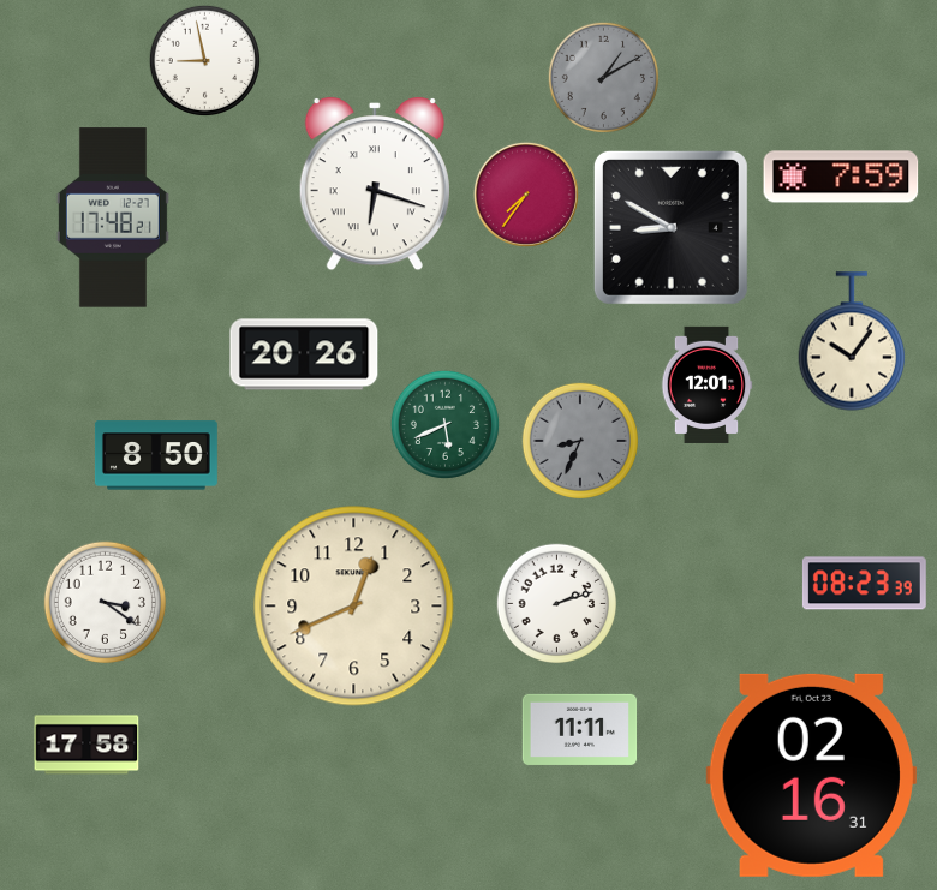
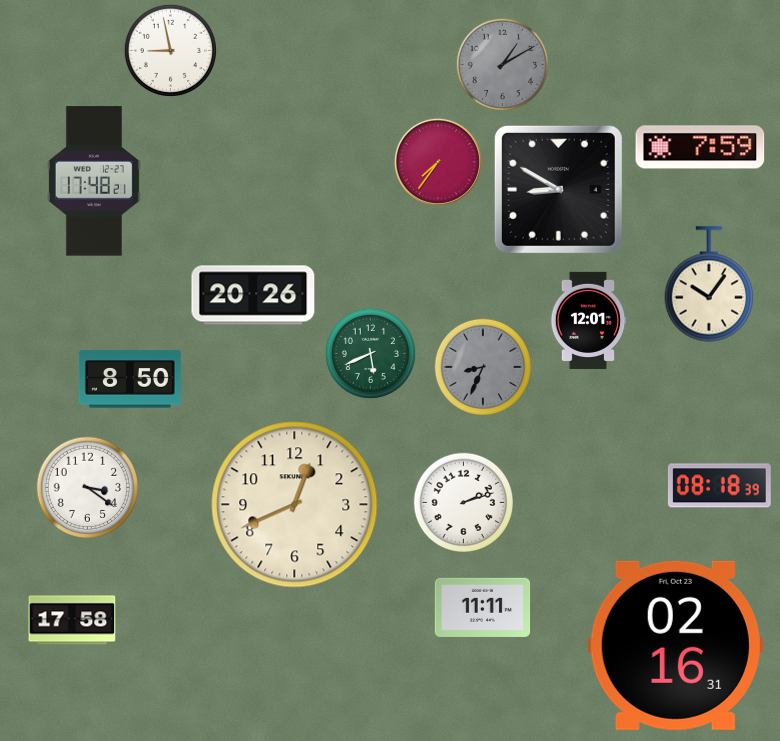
clock at (375, 185): 6:18 -> none
clock at (864, 584): 08:23 -> 08:18
clock at (105, 602) position: (105, 602) -> (87, 487)
